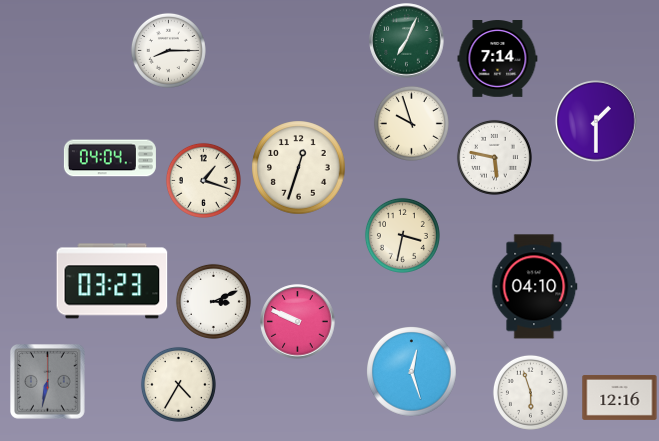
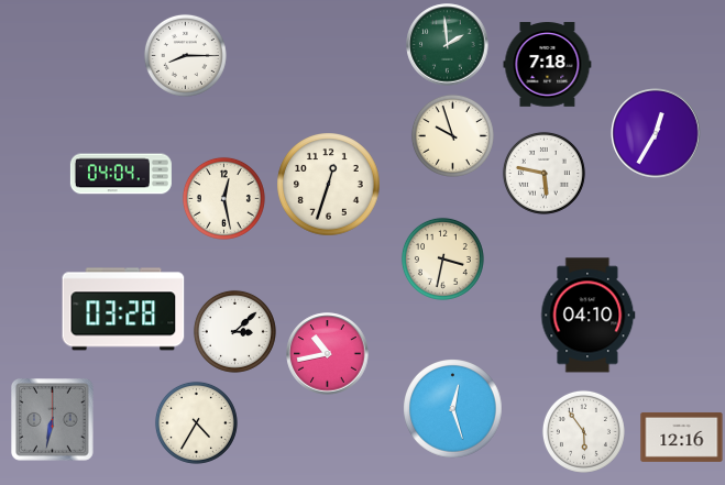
clock at (407, 41): 7:04 -> 1:59
clock at (498, 59): 7:14 -> 7:18
clock at (596, 121): 1:30 -> 12:35
clock at (203, 180): 1:18 -> 12:28
clock at (112, 281): 03:23 -> 03:28
clock at (213, 301): 3:11 -> 3:08
clock at (298, 322): 9:49 -> 10:43
clock at (530, 392): 5:57 -> 5:54
